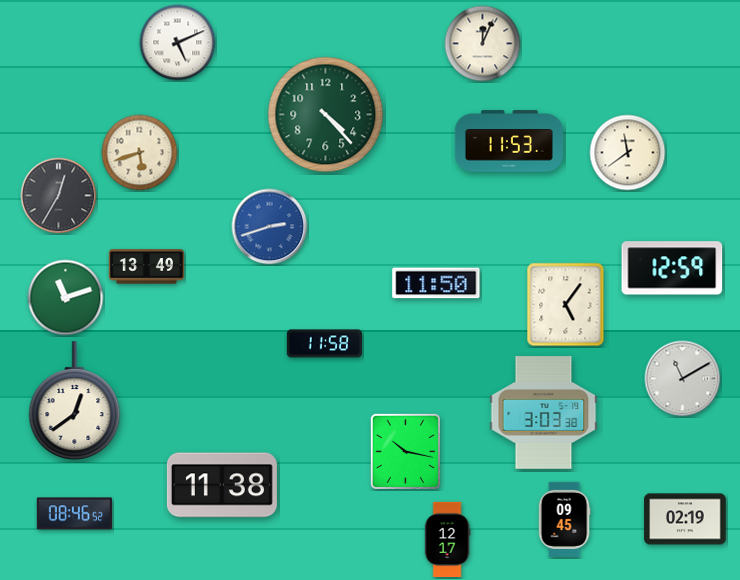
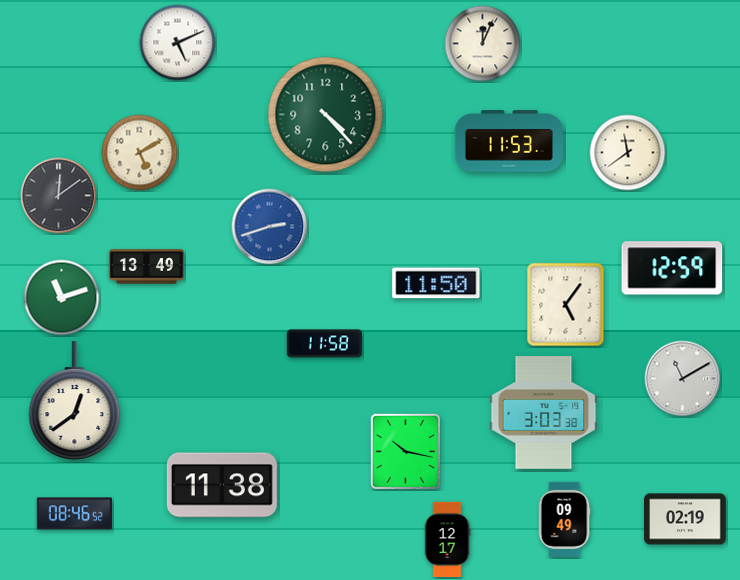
clock at (140, 153): 5:42 -> 5:10
clock at (59, 196): 12:35 -> 12:09
clock at (66, 298) position: (66, 298) -> (62, 298)
clock at (564, 519): 09:45 -> 09:49
